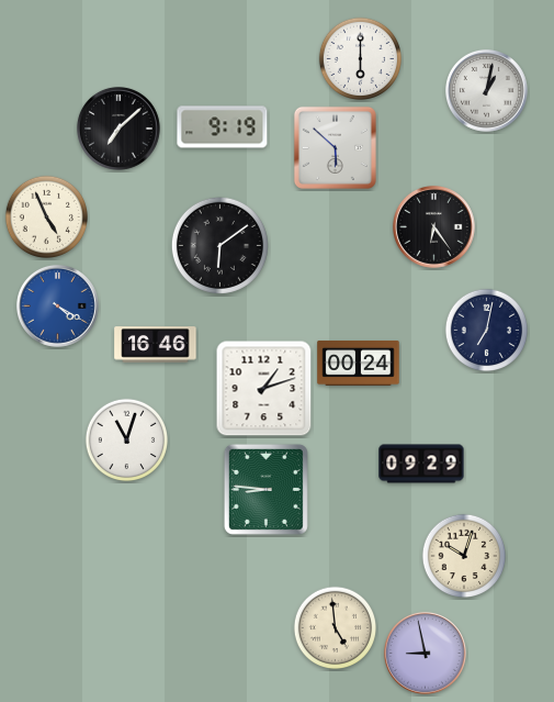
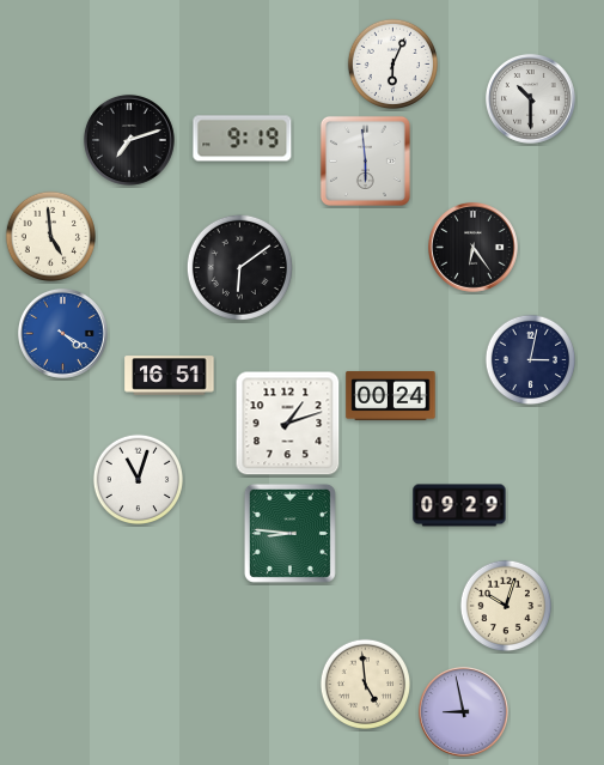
clock at (361, 59): 6:00 -> 6:04
clock at (486, 90): 1:02 -> 10:30
clock at (118, 129): 7:08 -> 7:12
clock at (335, 147): 5:52 -> 5:59
clock at (47, 218): 4:56 -> 4:59
clock at (487, 331): 7:02 -> 3:02
clock at (156, 345): 16:46 -> 16:51
